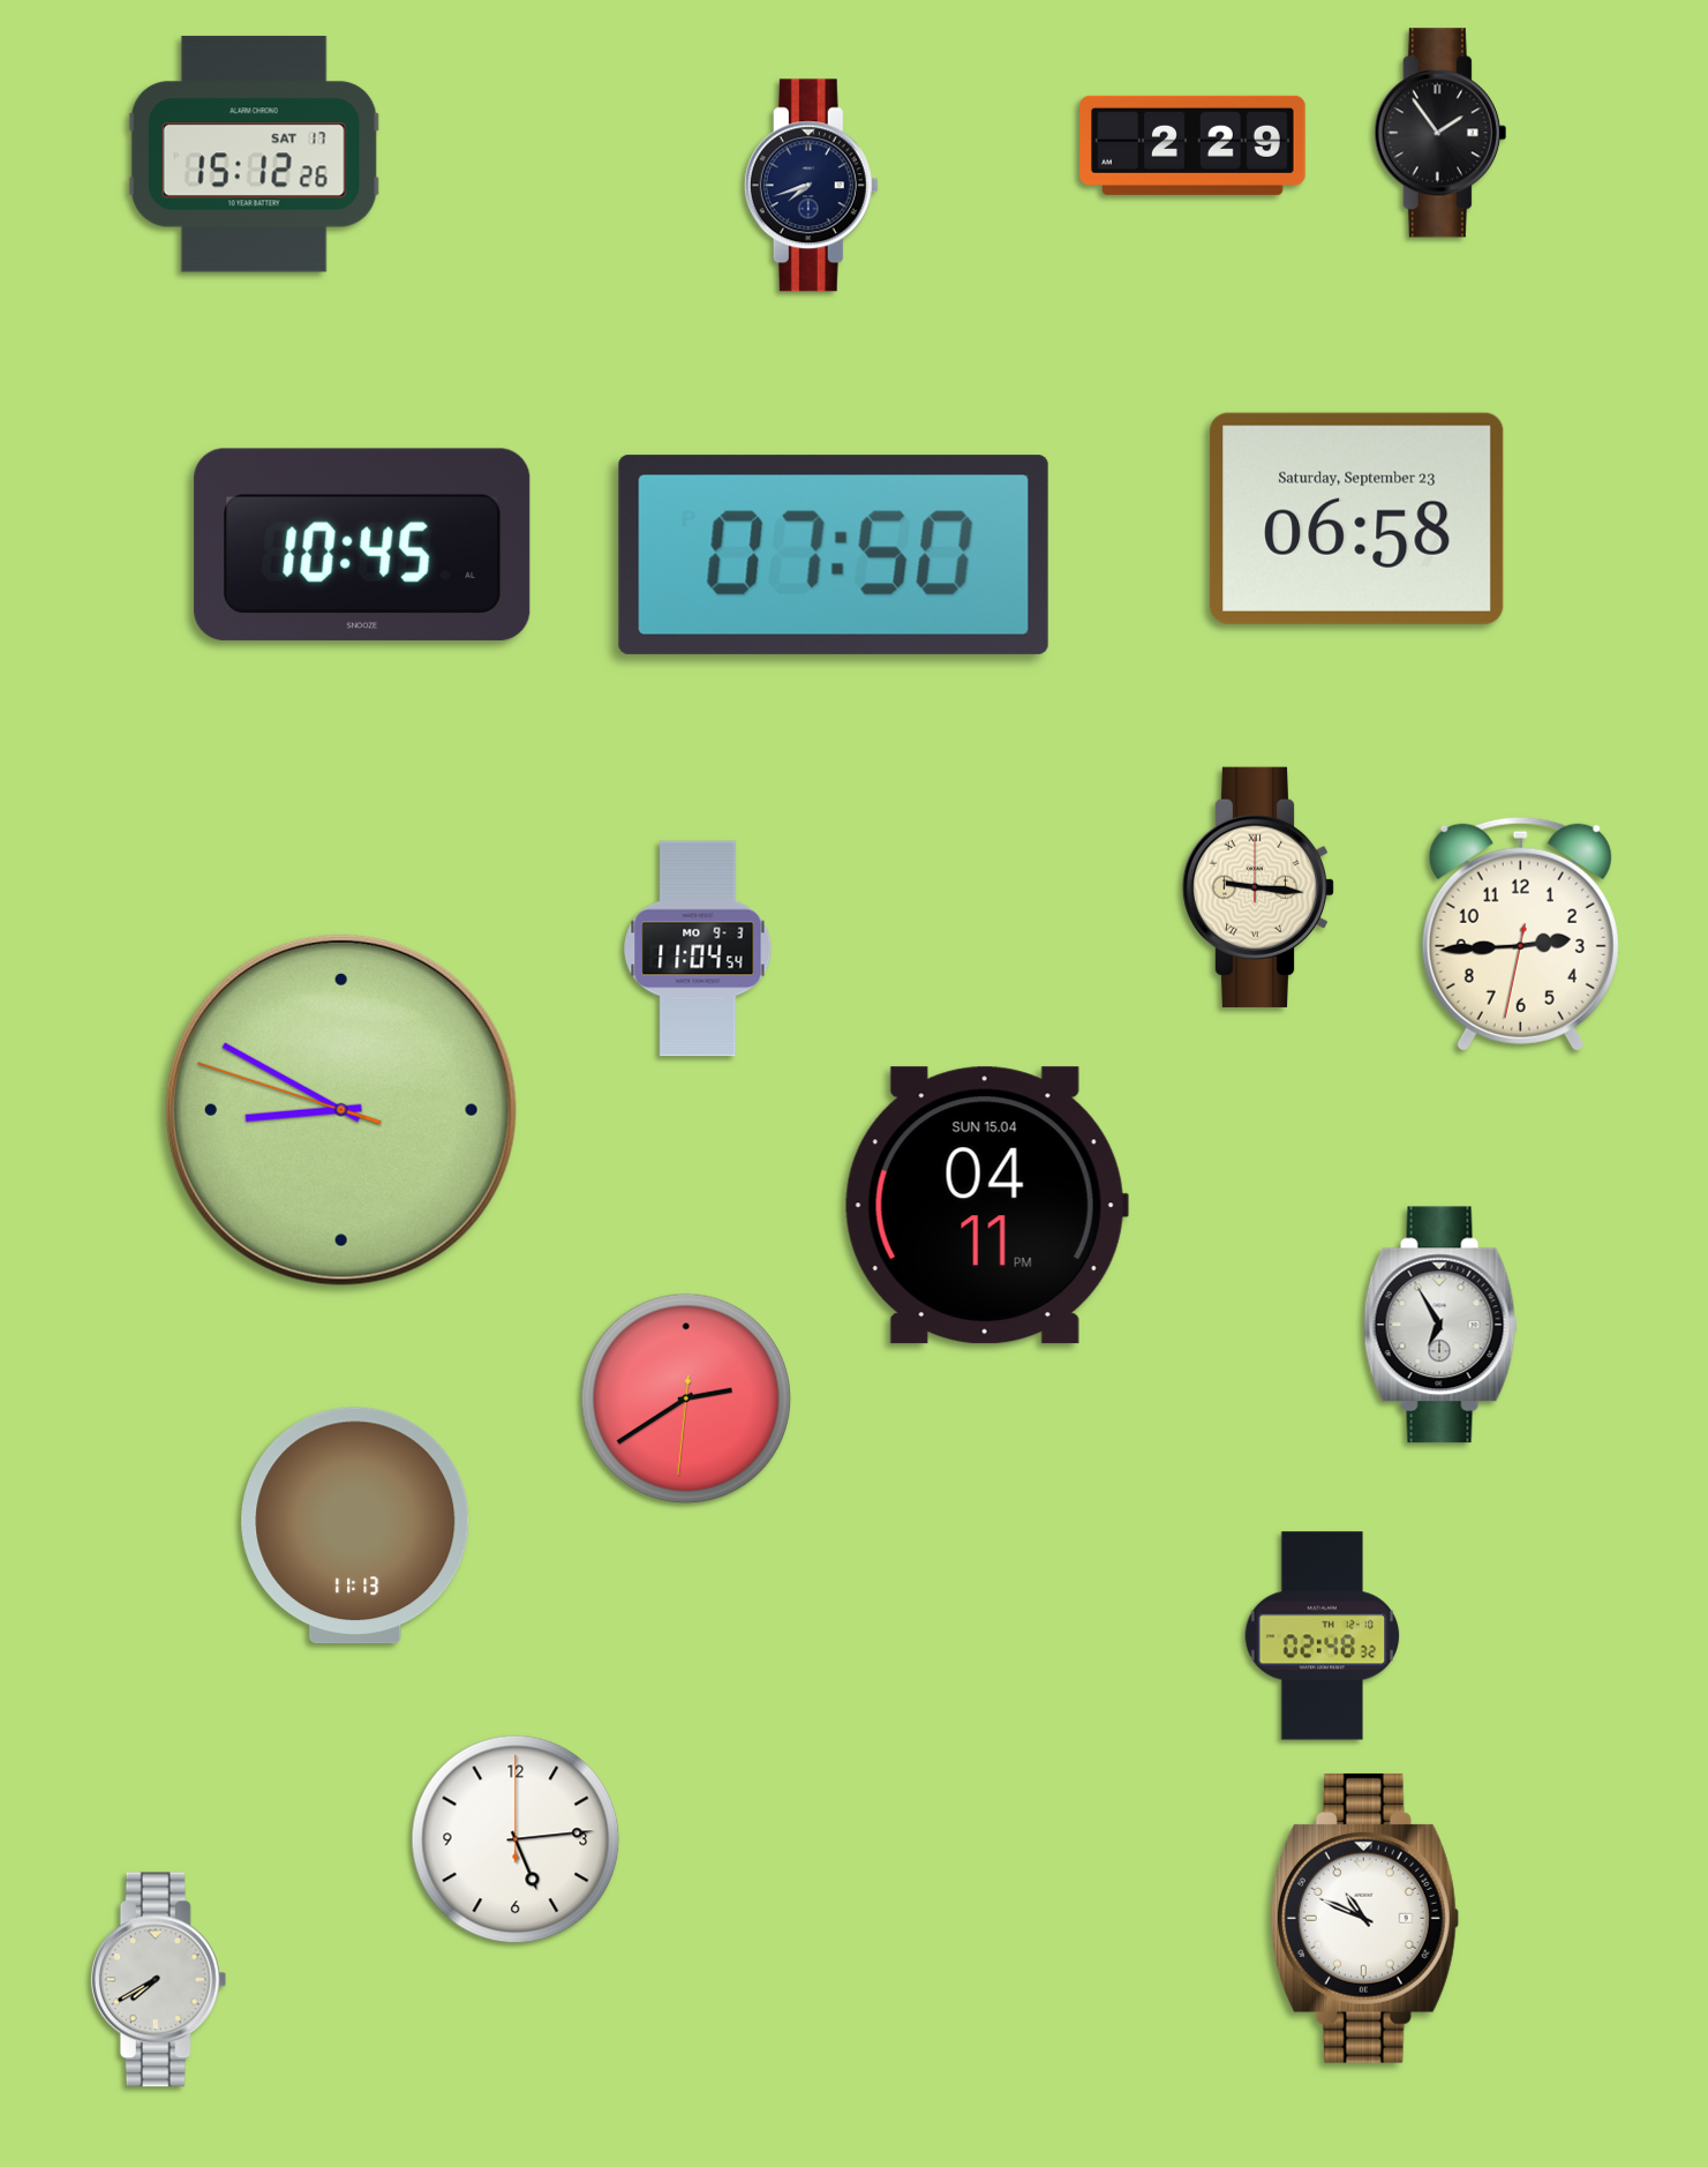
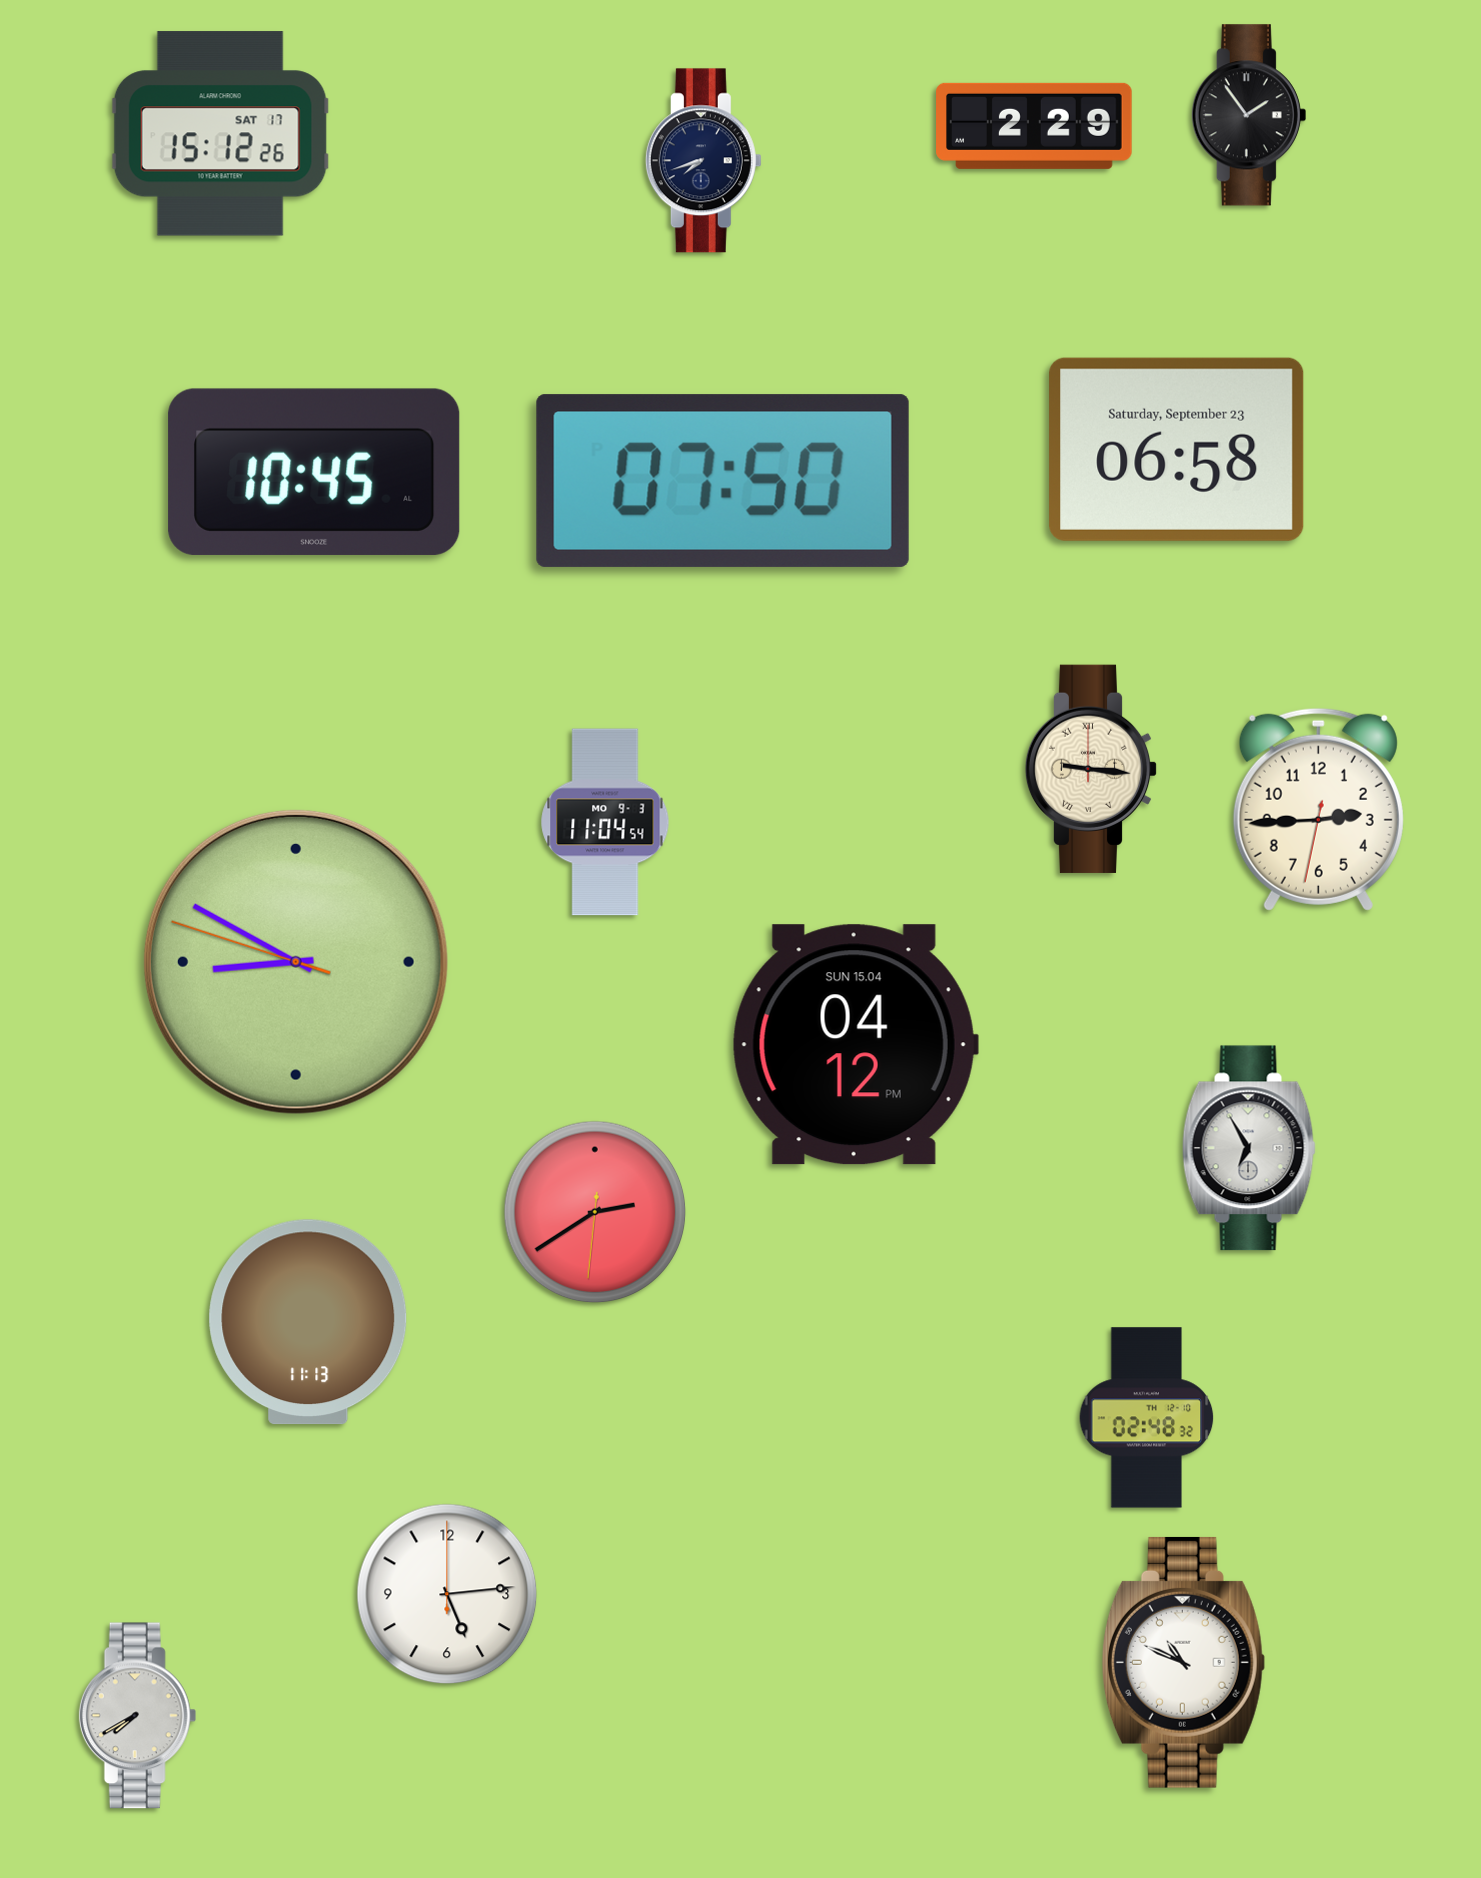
clock at (986, 1206): 04:11 -> 04:12
